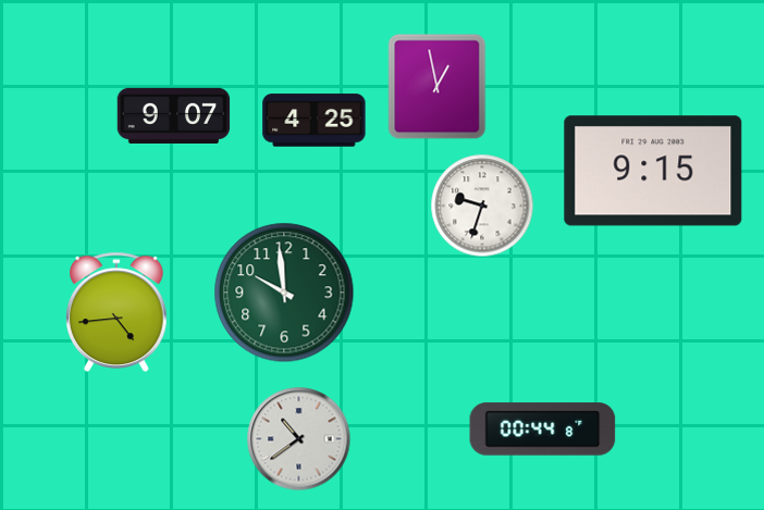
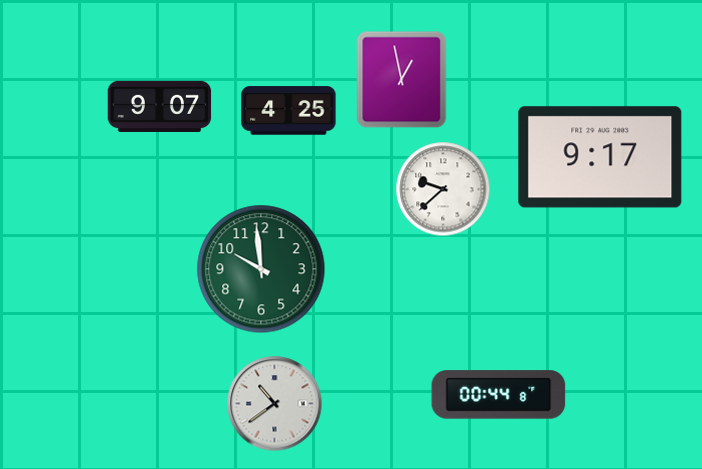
clock at (653, 171): 9:15 -> 9:17
clock at (482, 206): 9:33 -> 9:38
clock at (116, 312): 4:44 -> none
